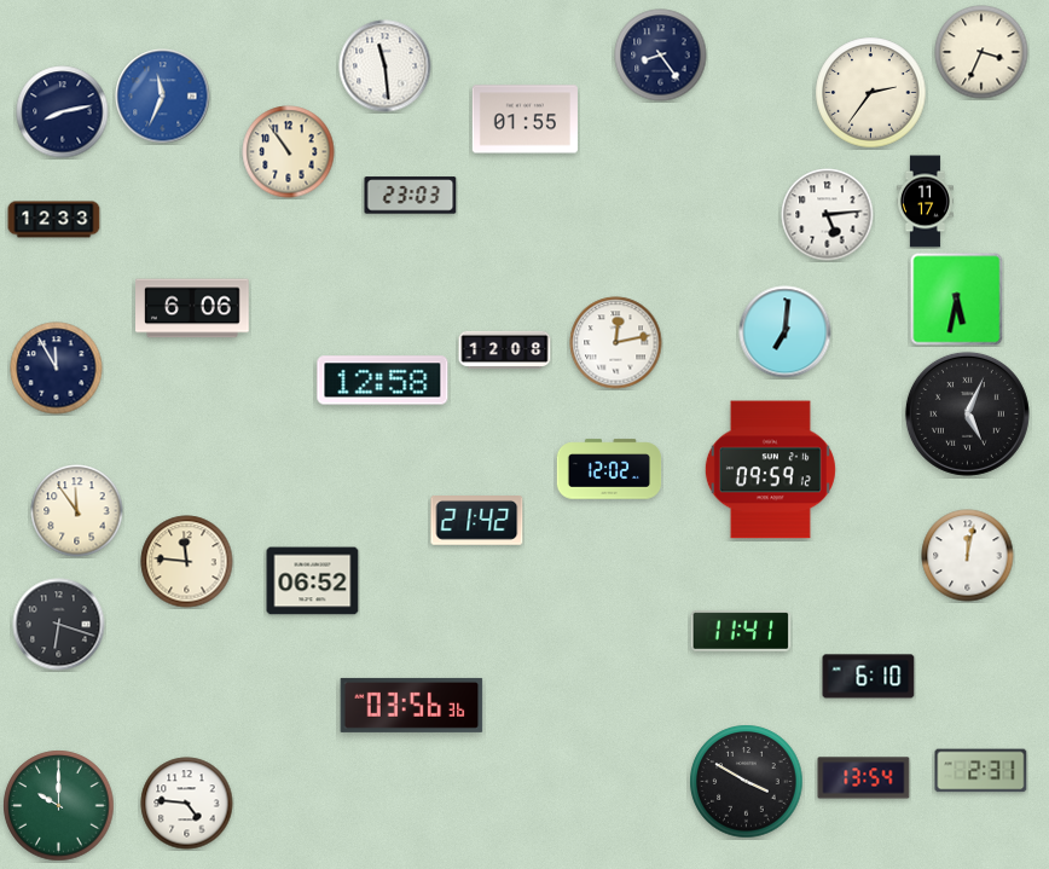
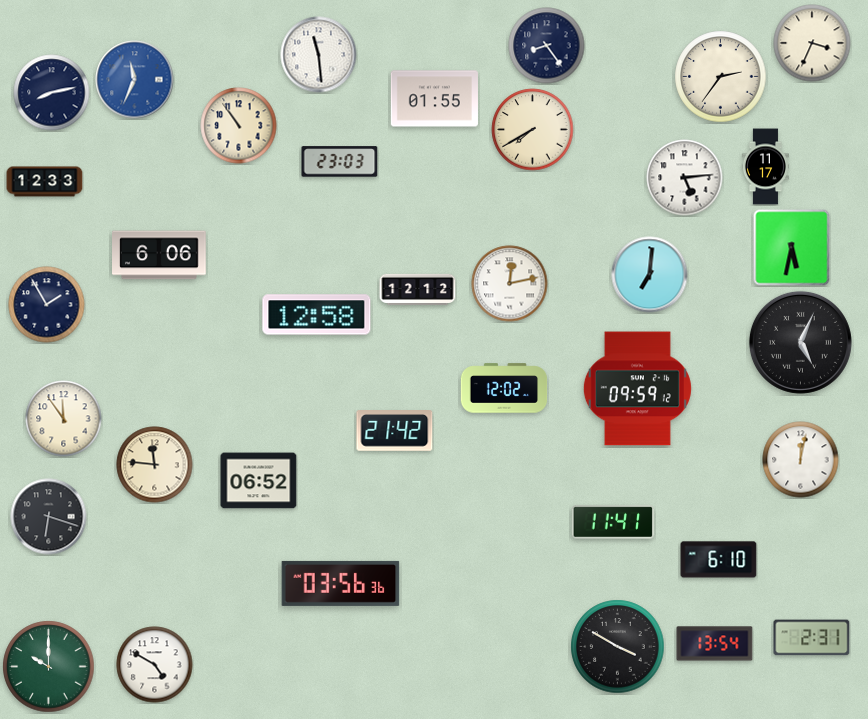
clock at (533, 130): none -> 7:40
clock at (505, 349): 12:08 -> 12:12
clock at (57, 369): 11:55 -> 1:55
clock at (77, 511) position: (77, 511) -> (64, 419)
clock at (187, 804): 4:46 -> 4:50
